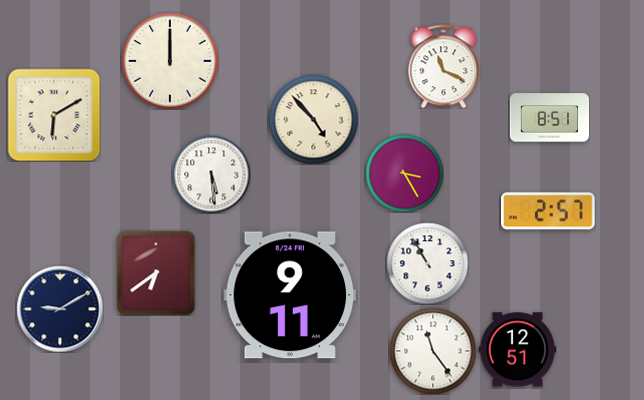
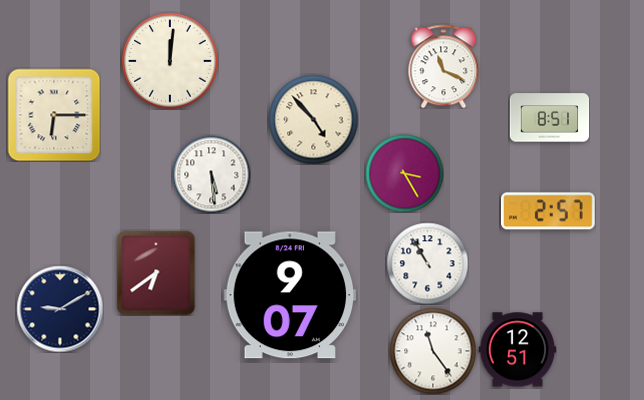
clock at (170, 61): 12:00 -> 12:01
clock at (54, 115): 6:10 -> 6:15
clock at (290, 295): 9:11 -> 9:07
